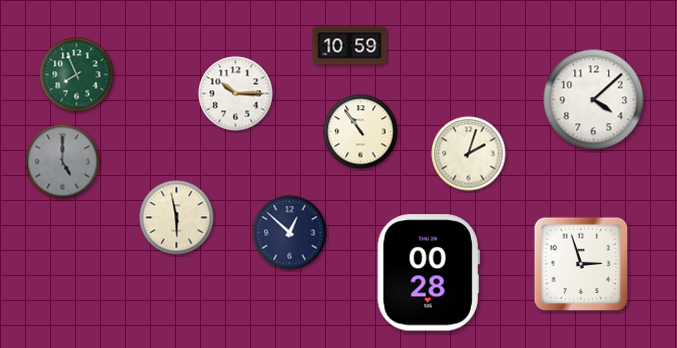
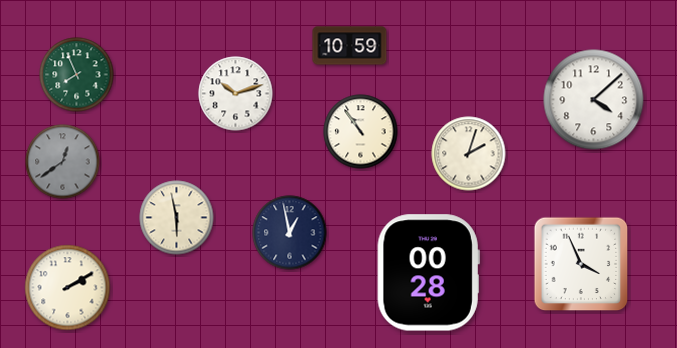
clock at (236, 94): 10:15 -> 10:12
clock at (63, 162): 5:00 -> 12:39
clock at (290, 233): 12:52 -> 12:58
clock at (581, 264): 2:57 -> 3:56
clock at (68, 288): none -> 2:10
